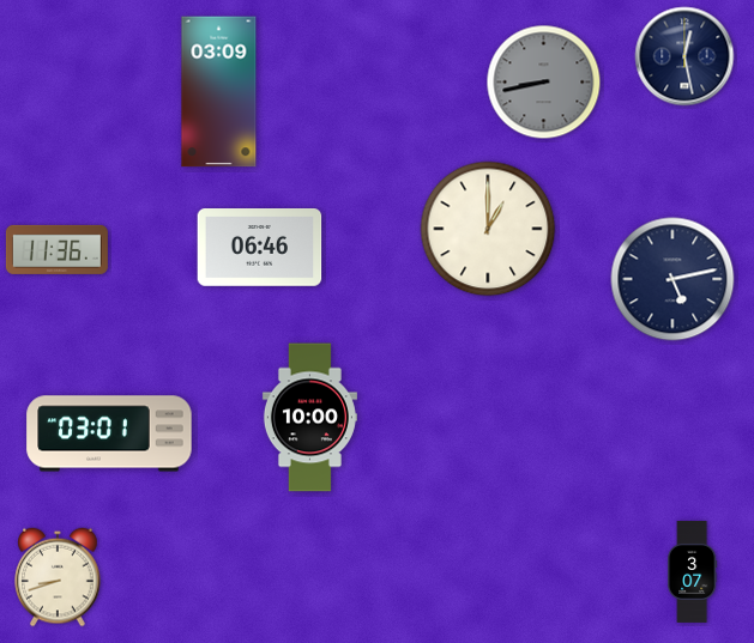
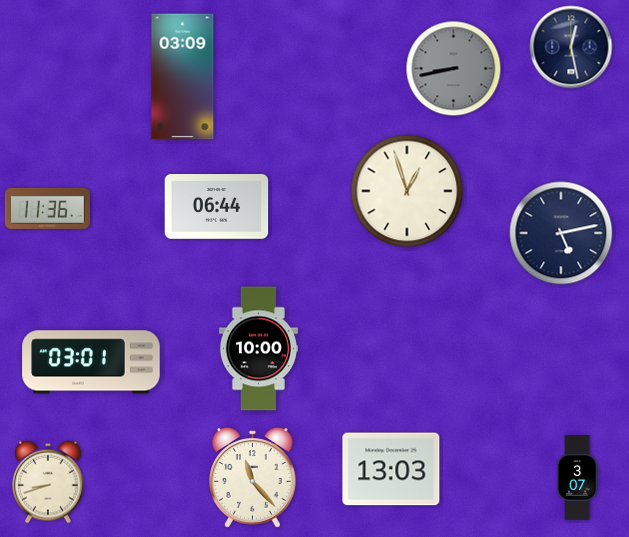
clock at (488, 229): 1:00 -> 12:57
clock at (260, 248): 06:46 -> 06:44
clock at (391, 469): none -> 13:03
clock at (253, 478): none -> 11:23
